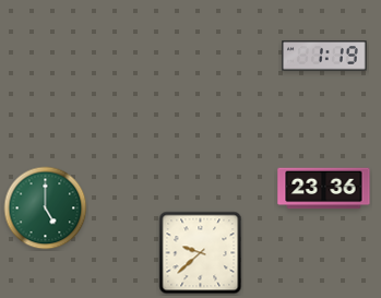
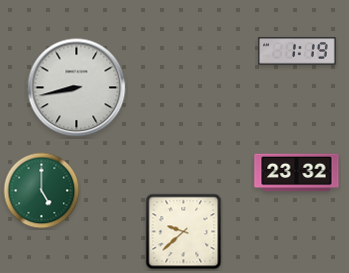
clock at (77, 88): none -> 8:43
clock at (324, 189): 23:36 -> 23:32
